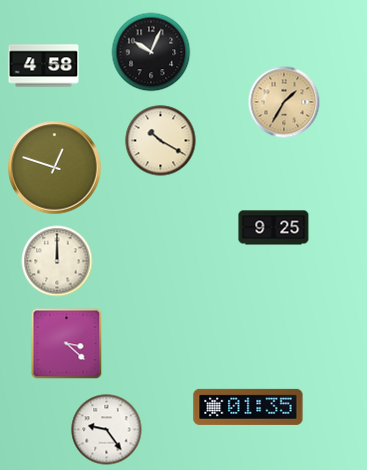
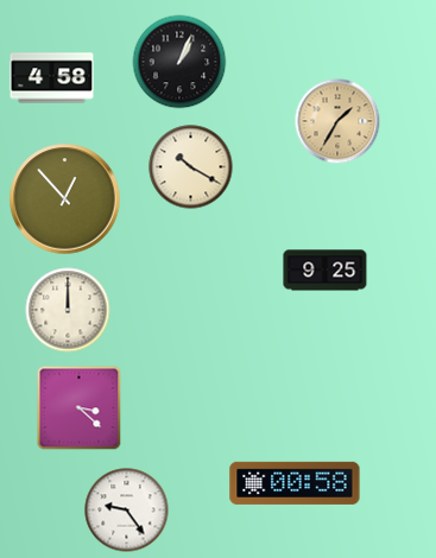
clock at (151, 52): 10:04 -> 1:04
clock at (55, 168): 12:48 -> 12:53
clock at (248, 407): 01:35 -> 00:58
